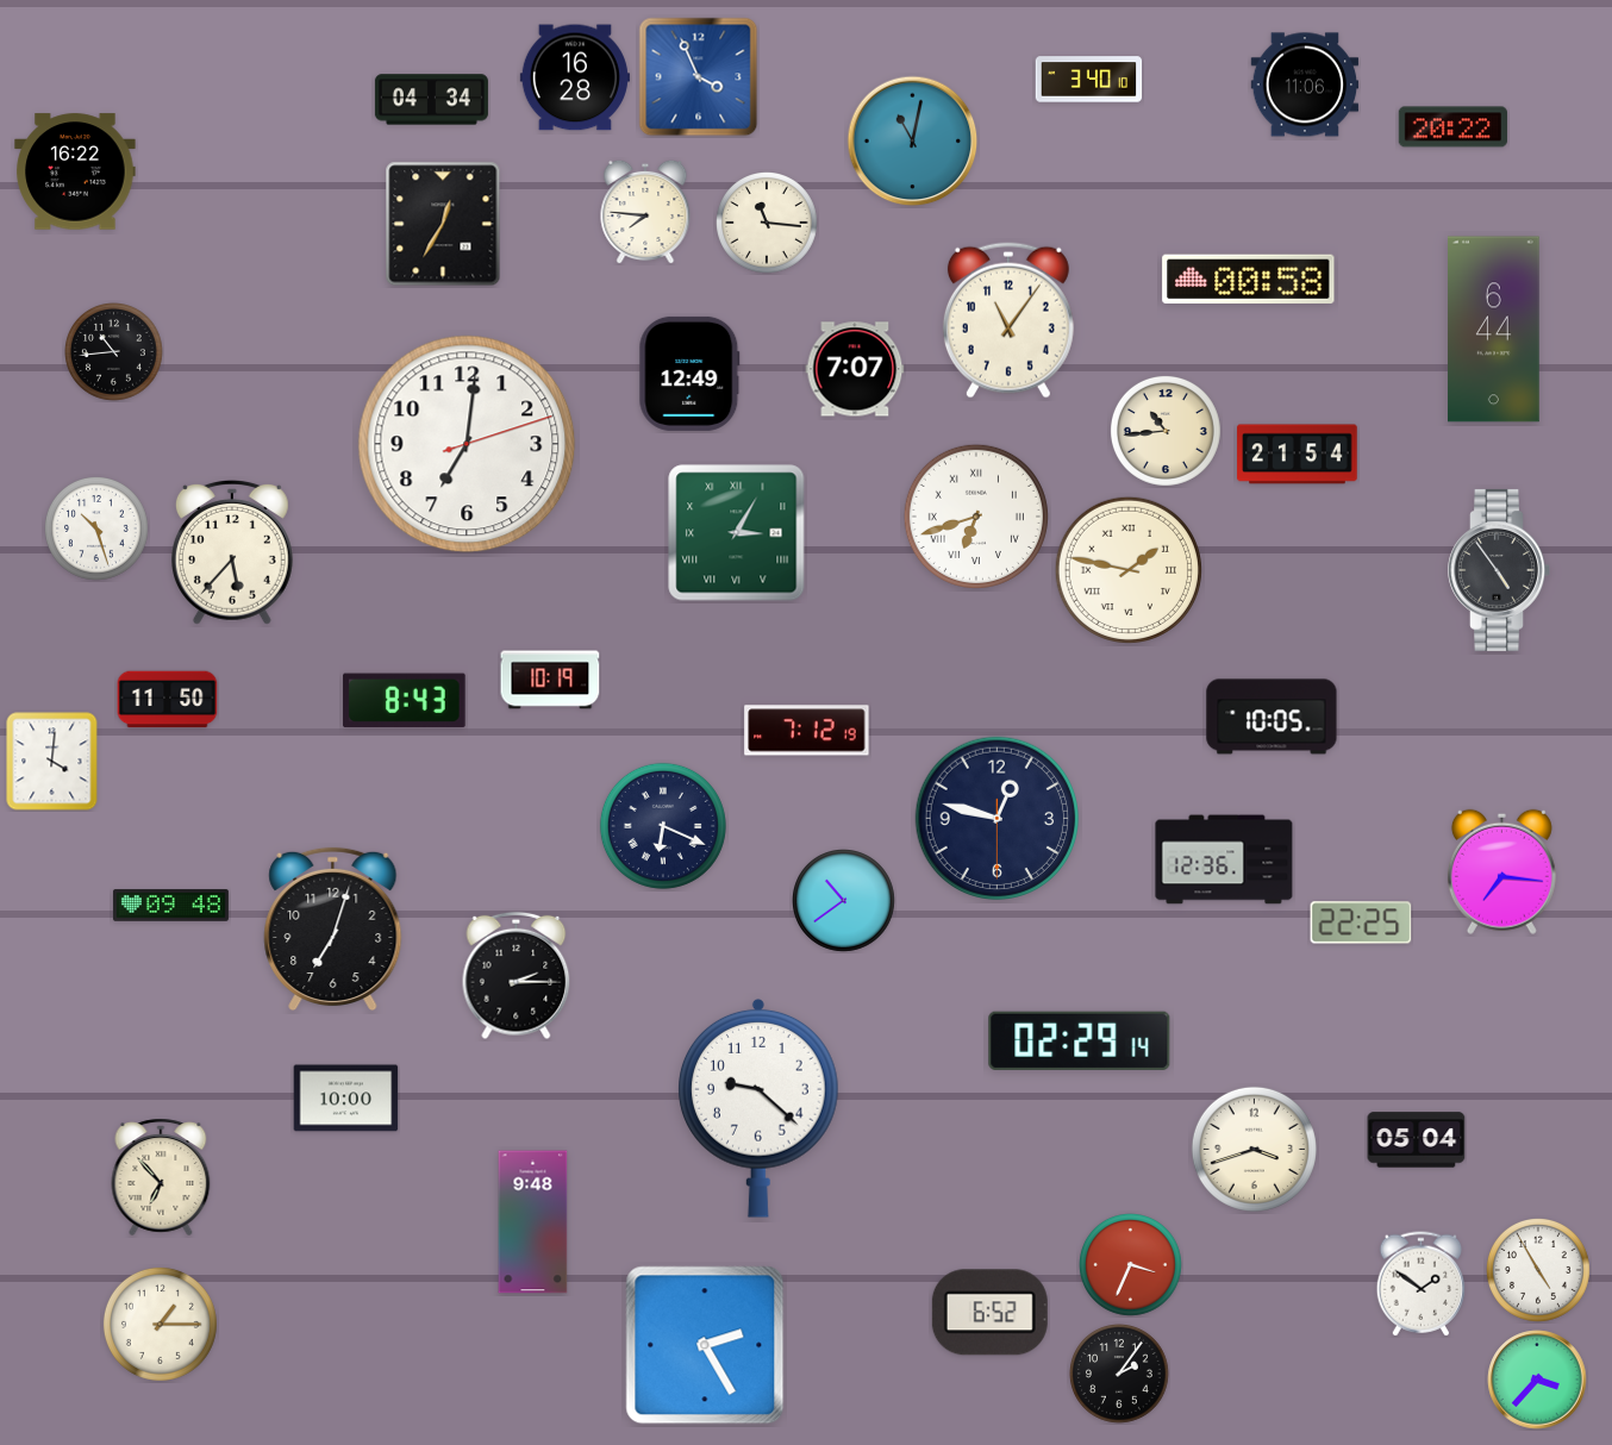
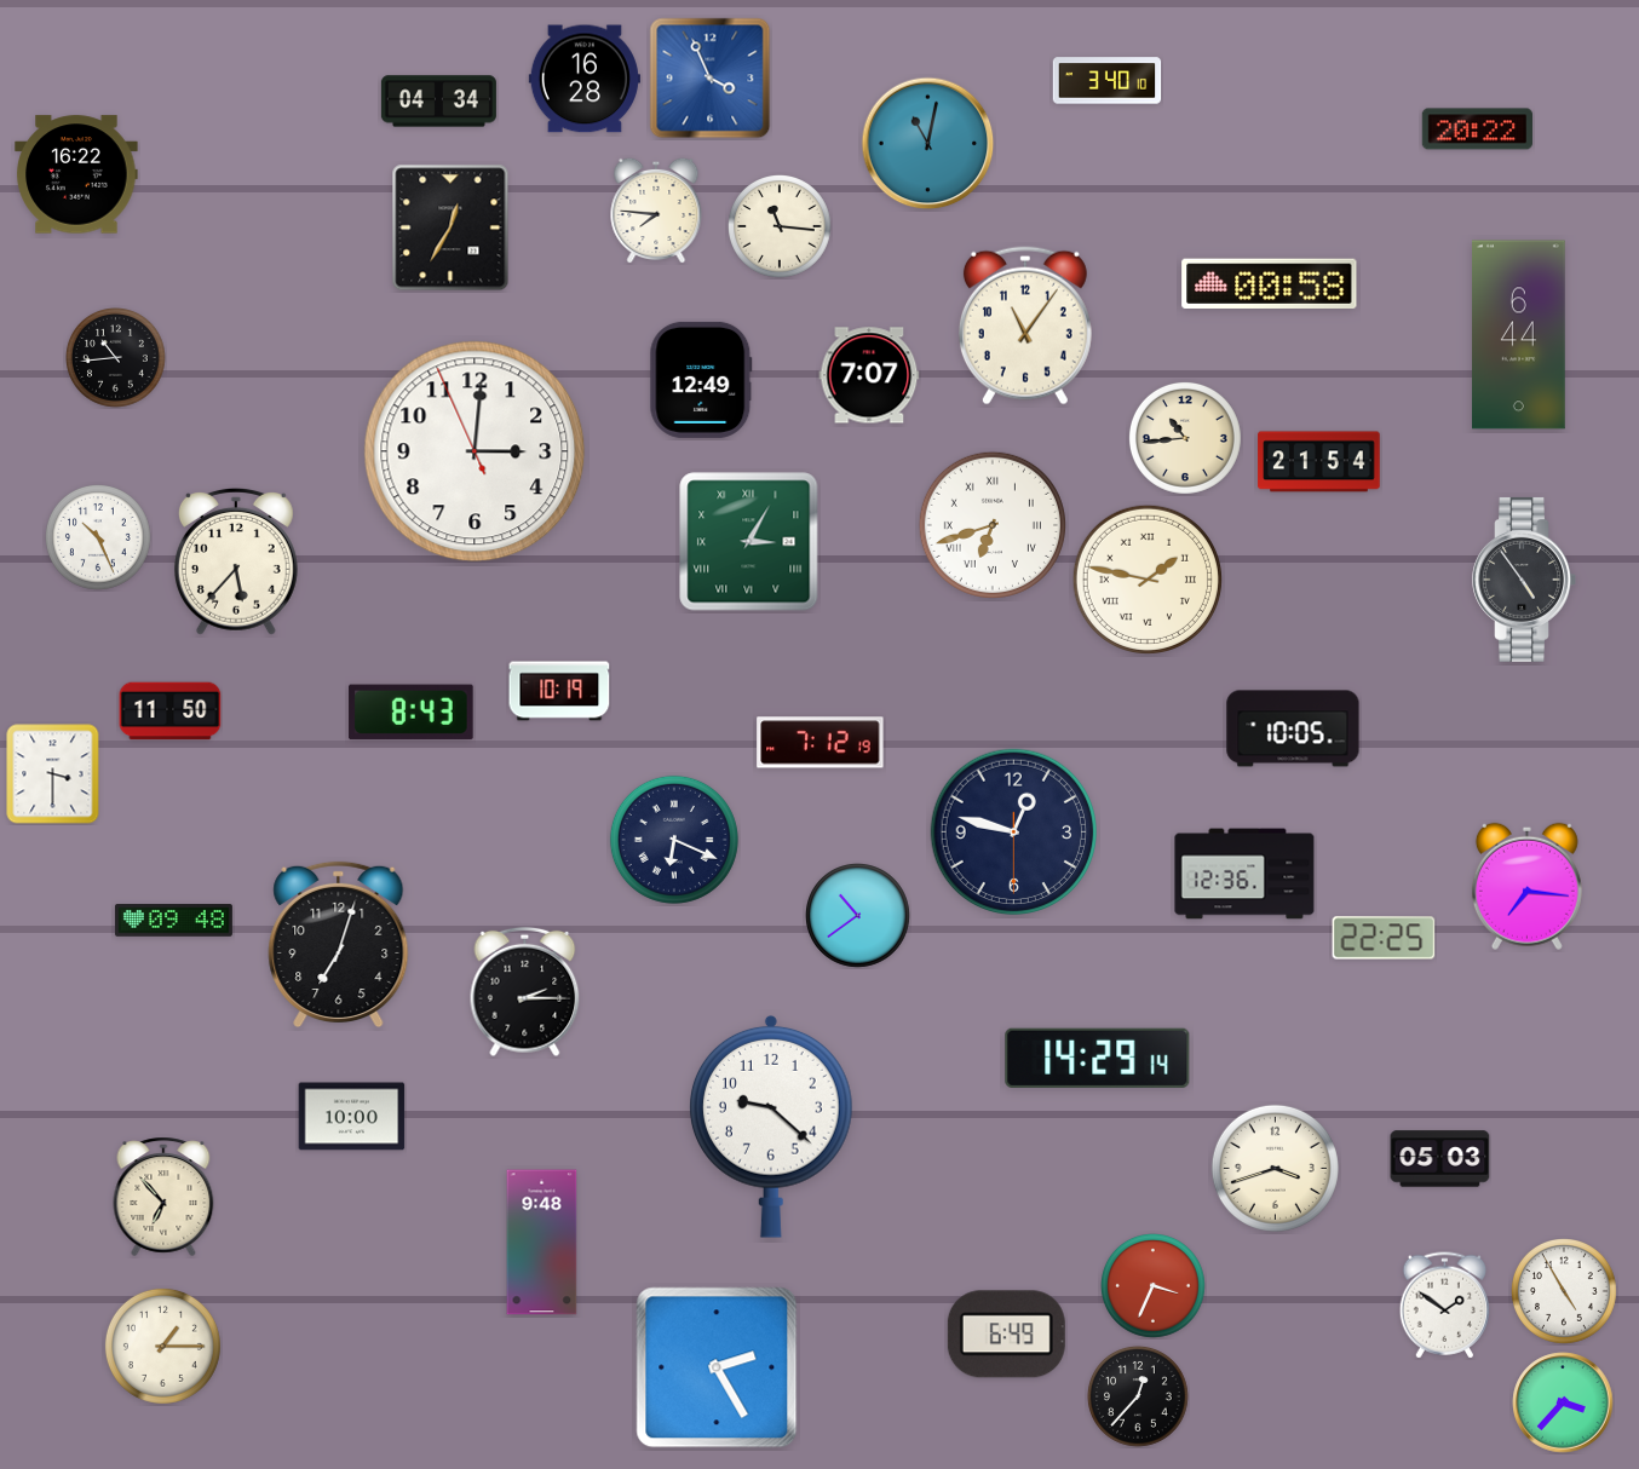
clock at (1305, 85): 11:06 -> none
clock at (645, 212) position: (645, 212) -> (656, 211)
clock at (467, 444): 7:01 -> 3:00
clock at (98, 530): 10:27 -> 10:26
clock at (52, 762): 4:01 -> 3:30
clock at (1080, 1040): 02:29 -> 14:29
clock at (1417, 1140): 05:04 -> 05:03
clock at (1131, 1265) position: (1131, 1265) -> (1154, 1286)
clock at (989, 1313): 6:52 -> 6:49
clock at (1120, 1375): 2:06 -> 12:37
